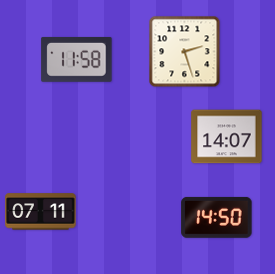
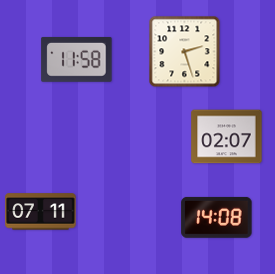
clock at (227, 137): 14:07 -> 02:07
clock at (217, 217): 14:50 -> 14:08
